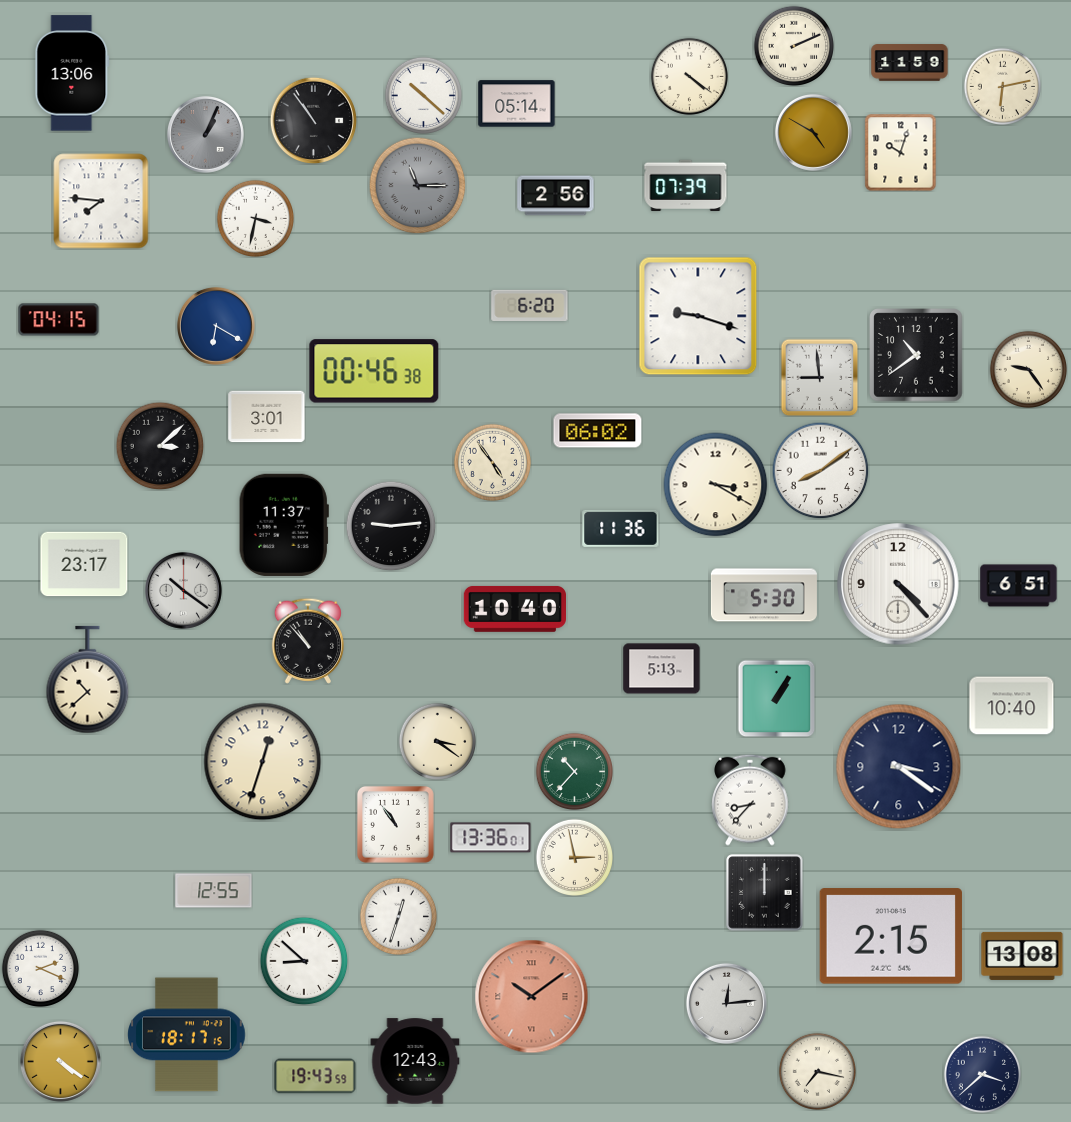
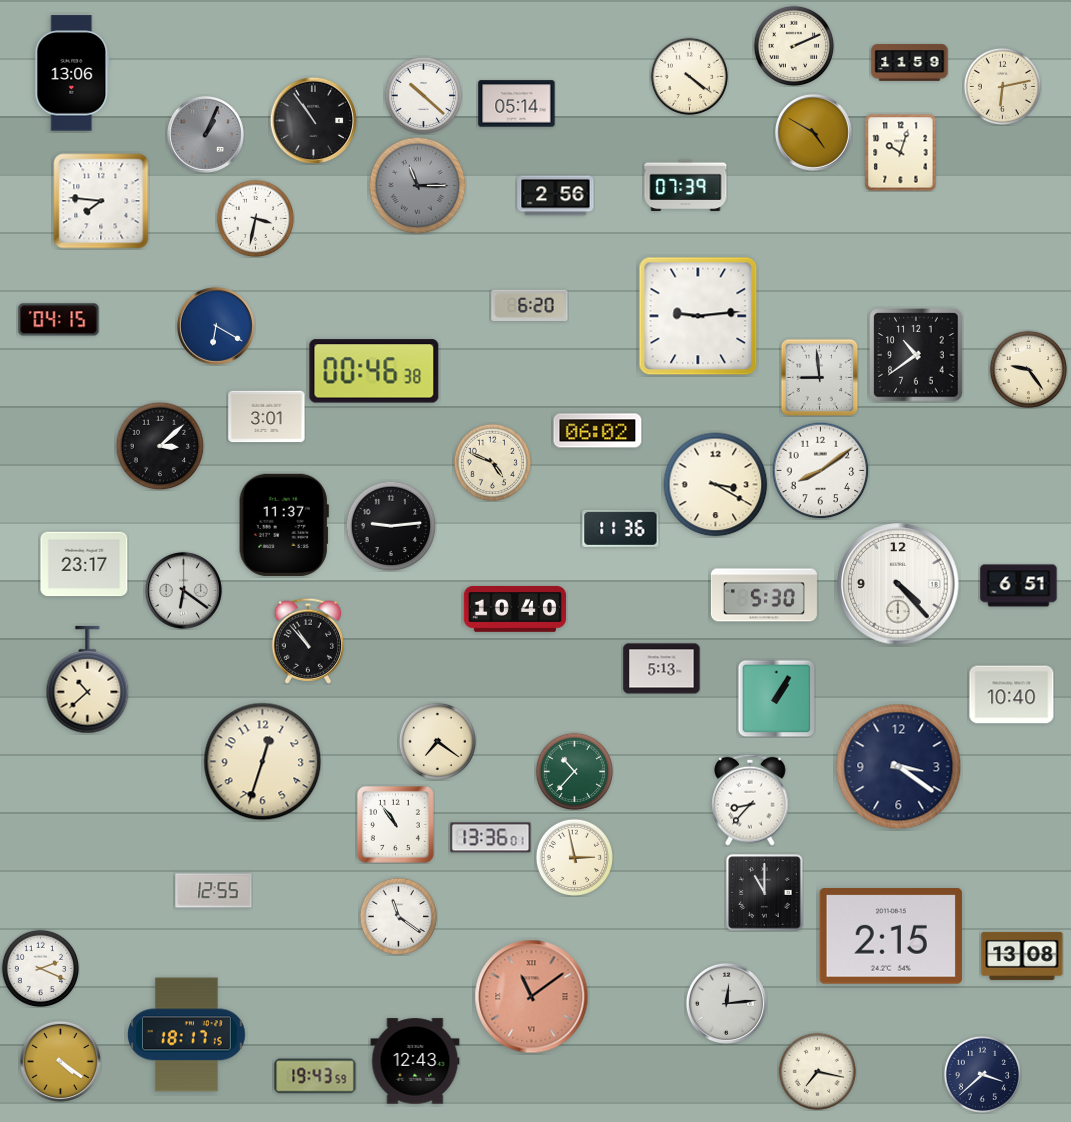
clock at (698, 316): 9:18 -> 9:14
clock at (492, 462): 4:54 -> 4:49
clock at (183, 590): 10:21 -> 6:21
clock at (1012, 706) position: (1012, 706) -> (1012, 695)
clock at (437, 741): 3:21 -> 7:21
clock at (765, 893): 12:00 -> 11:00
clock at (398, 916): 12:33 -> 11:21
clock at (304, 961): 8:52 -> none
clock at (532, 997): 10:09 -> 11:09
